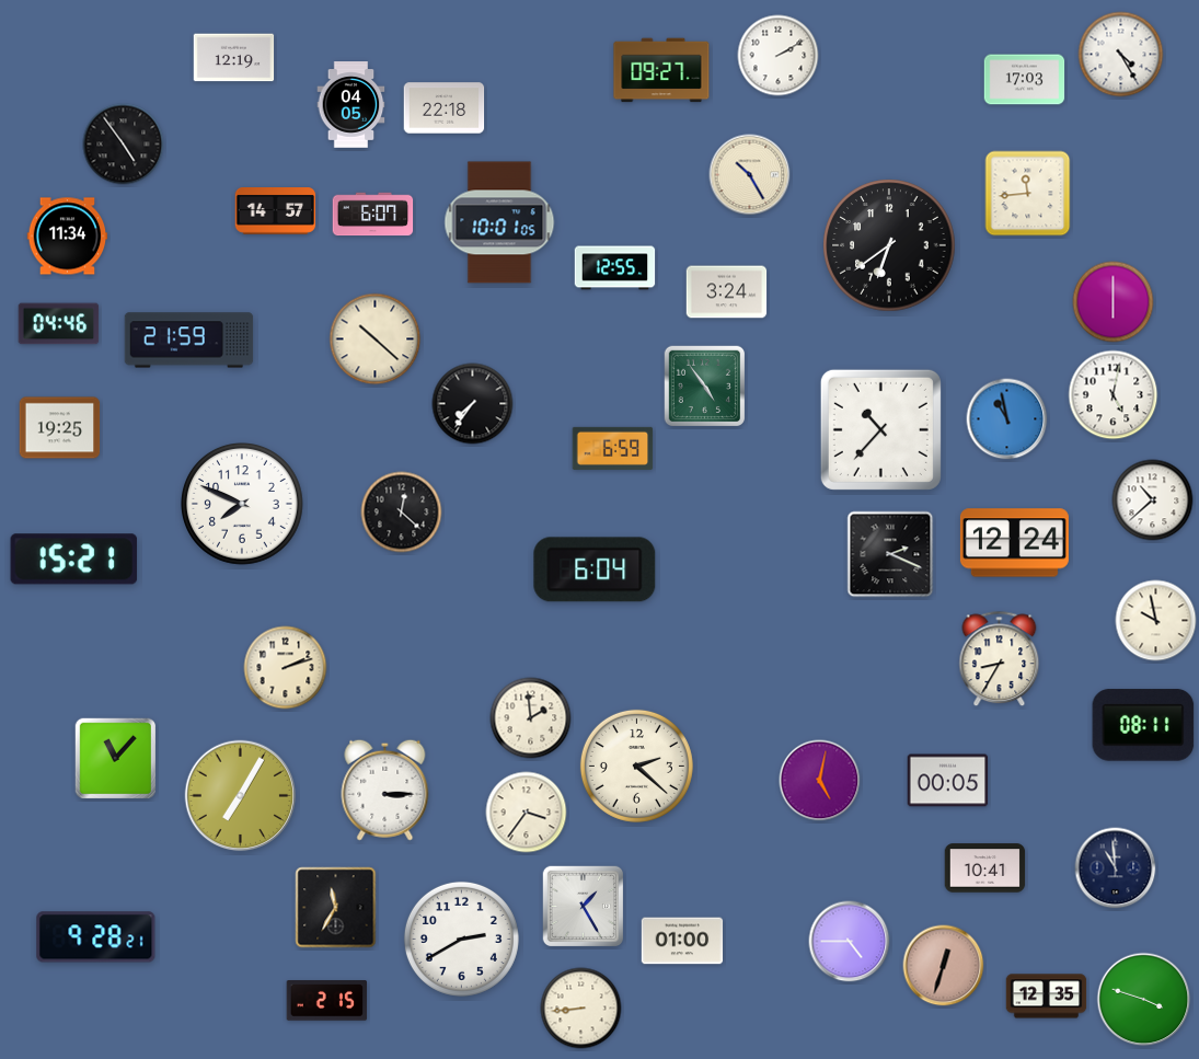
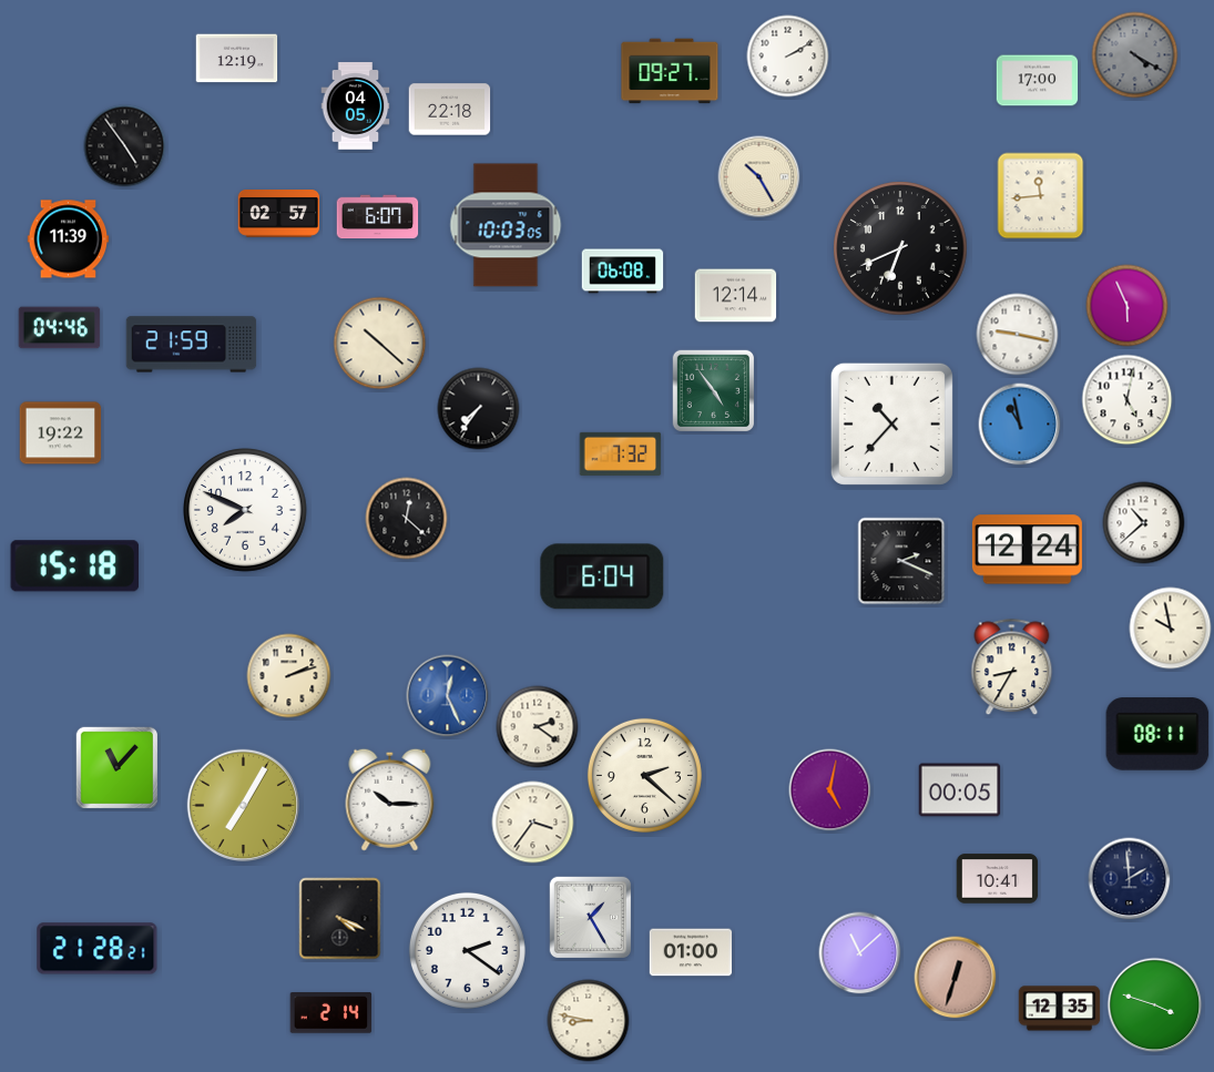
clock at (1121, 55): 4:25 -> 4:20
clock at (1121, 55) dial: white -> grey
clock at (1025, 80): 17:03 -> 17:00
clock at (276, 211): 14:57 -> 02:57
clock at (499, 222): 10:01 -> 10:03
clock at (68, 237): 11:34 -> 11:39
clock at (889, 245): 6:39 -> 6:41
clock at (615, 268): 12:55 -> 06:08
clock at (727, 292): 3:24 -> 12:14
clock at (1114, 302): 6:00 -> 5:56
clock at (1018, 335): none -> 9:17
clock at (60, 428): 19:25 -> 19:22
clock at (880, 429) position: (880, 429) -> (891, 423)
clock at (613, 448): 6:59 -> 7:32
clock at (1153, 500) position: (1153, 500) -> (1144, 523)
clock at (74, 560): 15:21 -> 15:18
clock at (448, 696): none -> 12:26
clock at (531, 718): 1:59 -> 2:21
clock at (385, 790): 3:15 -> 10:15
clock at (1116, 868): 10:59 -> 1:59
clock at (336, 908): 11:35 -> 4:19
clock at (96, 937): 9:28 -> 21:28
clock at (461, 939): 2:40 -> 2:21
clock at (850, 942): 4:45 -> 11:08
clock at (1144, 1000) position: (1144, 1000) -> (1155, 1005)
clock at (327, 1001): 2:15 -> 2:14
clock at (581, 1009): 8:44 -> 8:47
